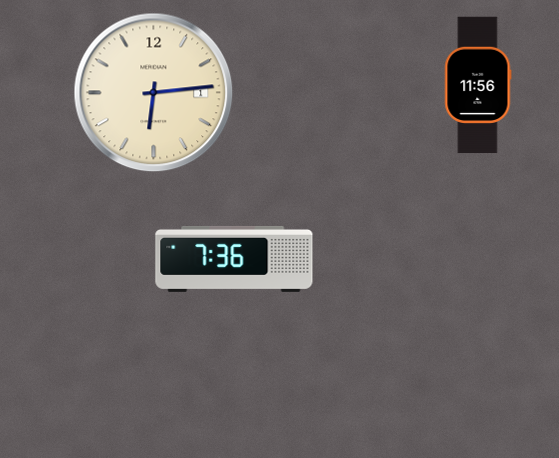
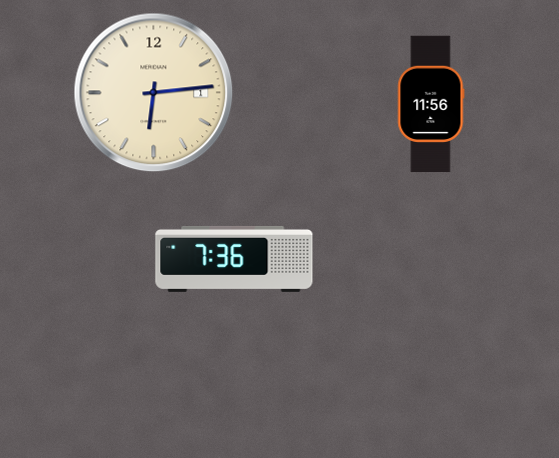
clock at (478, 85) position: (478, 85) -> (431, 104)
